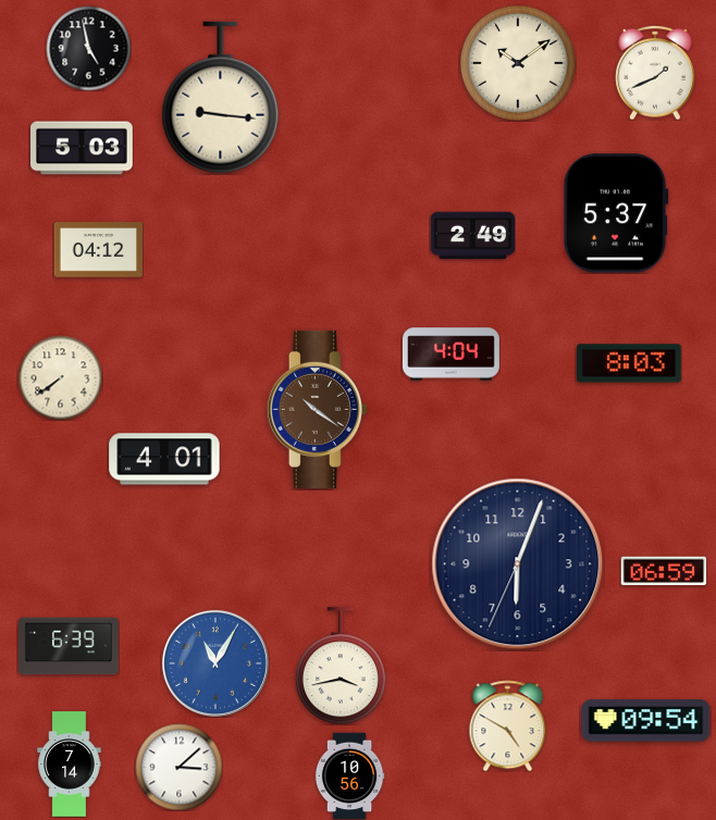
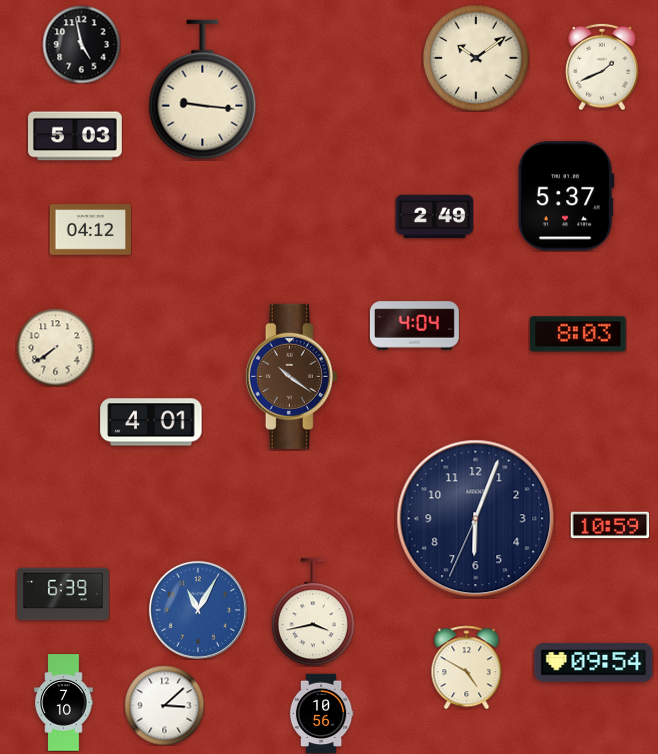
clock at (664, 571): 06:59 -> 10:59
clock at (70, 765): 7:14 -> 7:10
